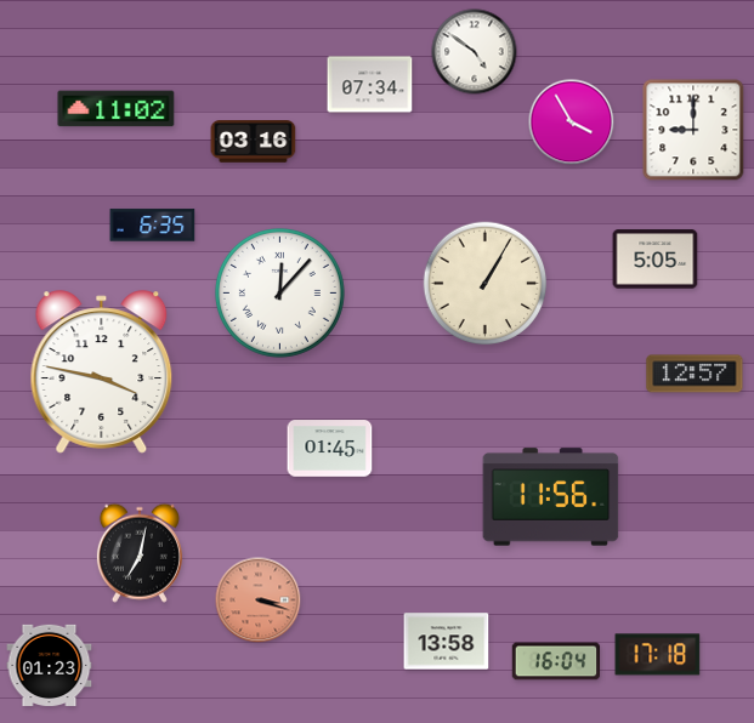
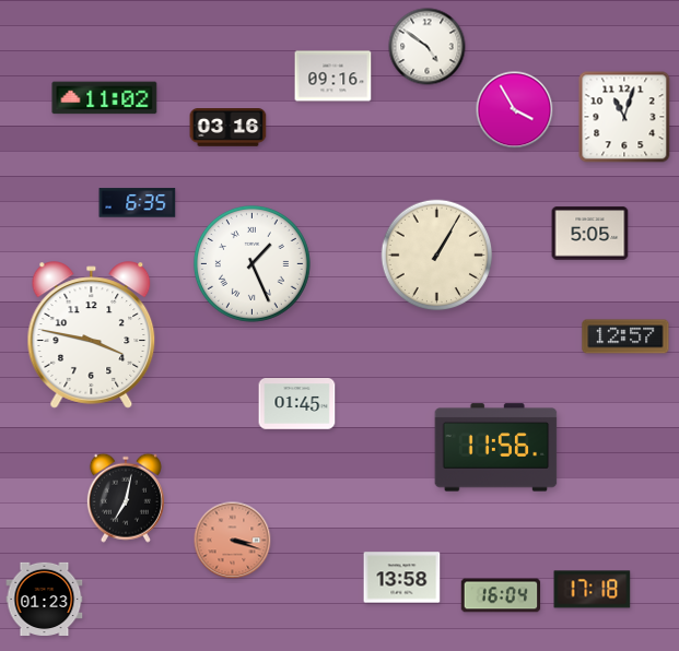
clock at (370, 85): 07:34 -> 09:16
clock at (693, 130): 9:00 -> 11:03
clock at (279, 292): 12:07 -> 1:26
